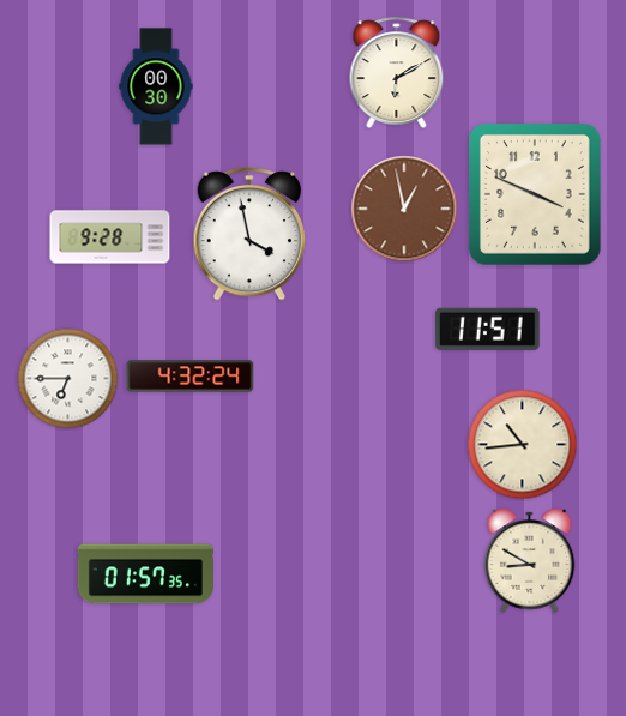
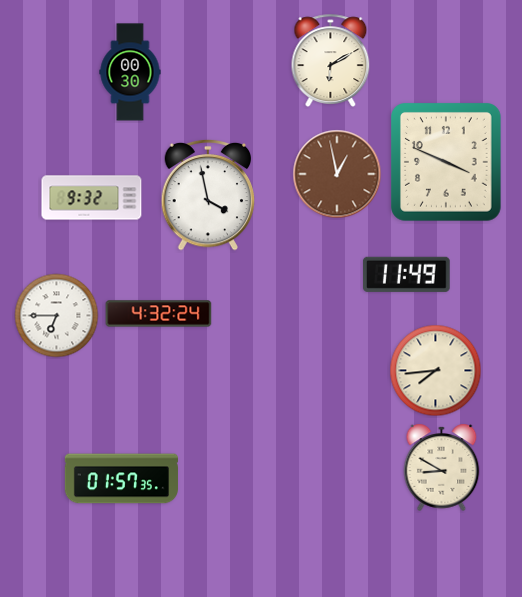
clock at (110, 237): 9:28 -> 9:32
clock at (488, 329): 11:51 -> 11:49
clock at (523, 445): 10:44 -> 7:44
